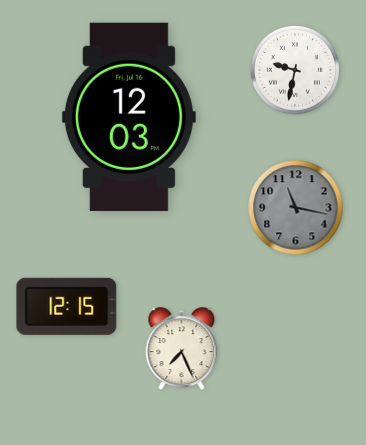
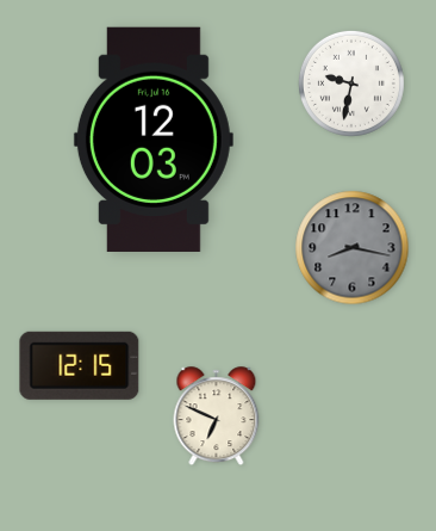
clock at (296, 208): 11:17 -> 8:17
clock at (182, 349): 7:26 -> 6:49
